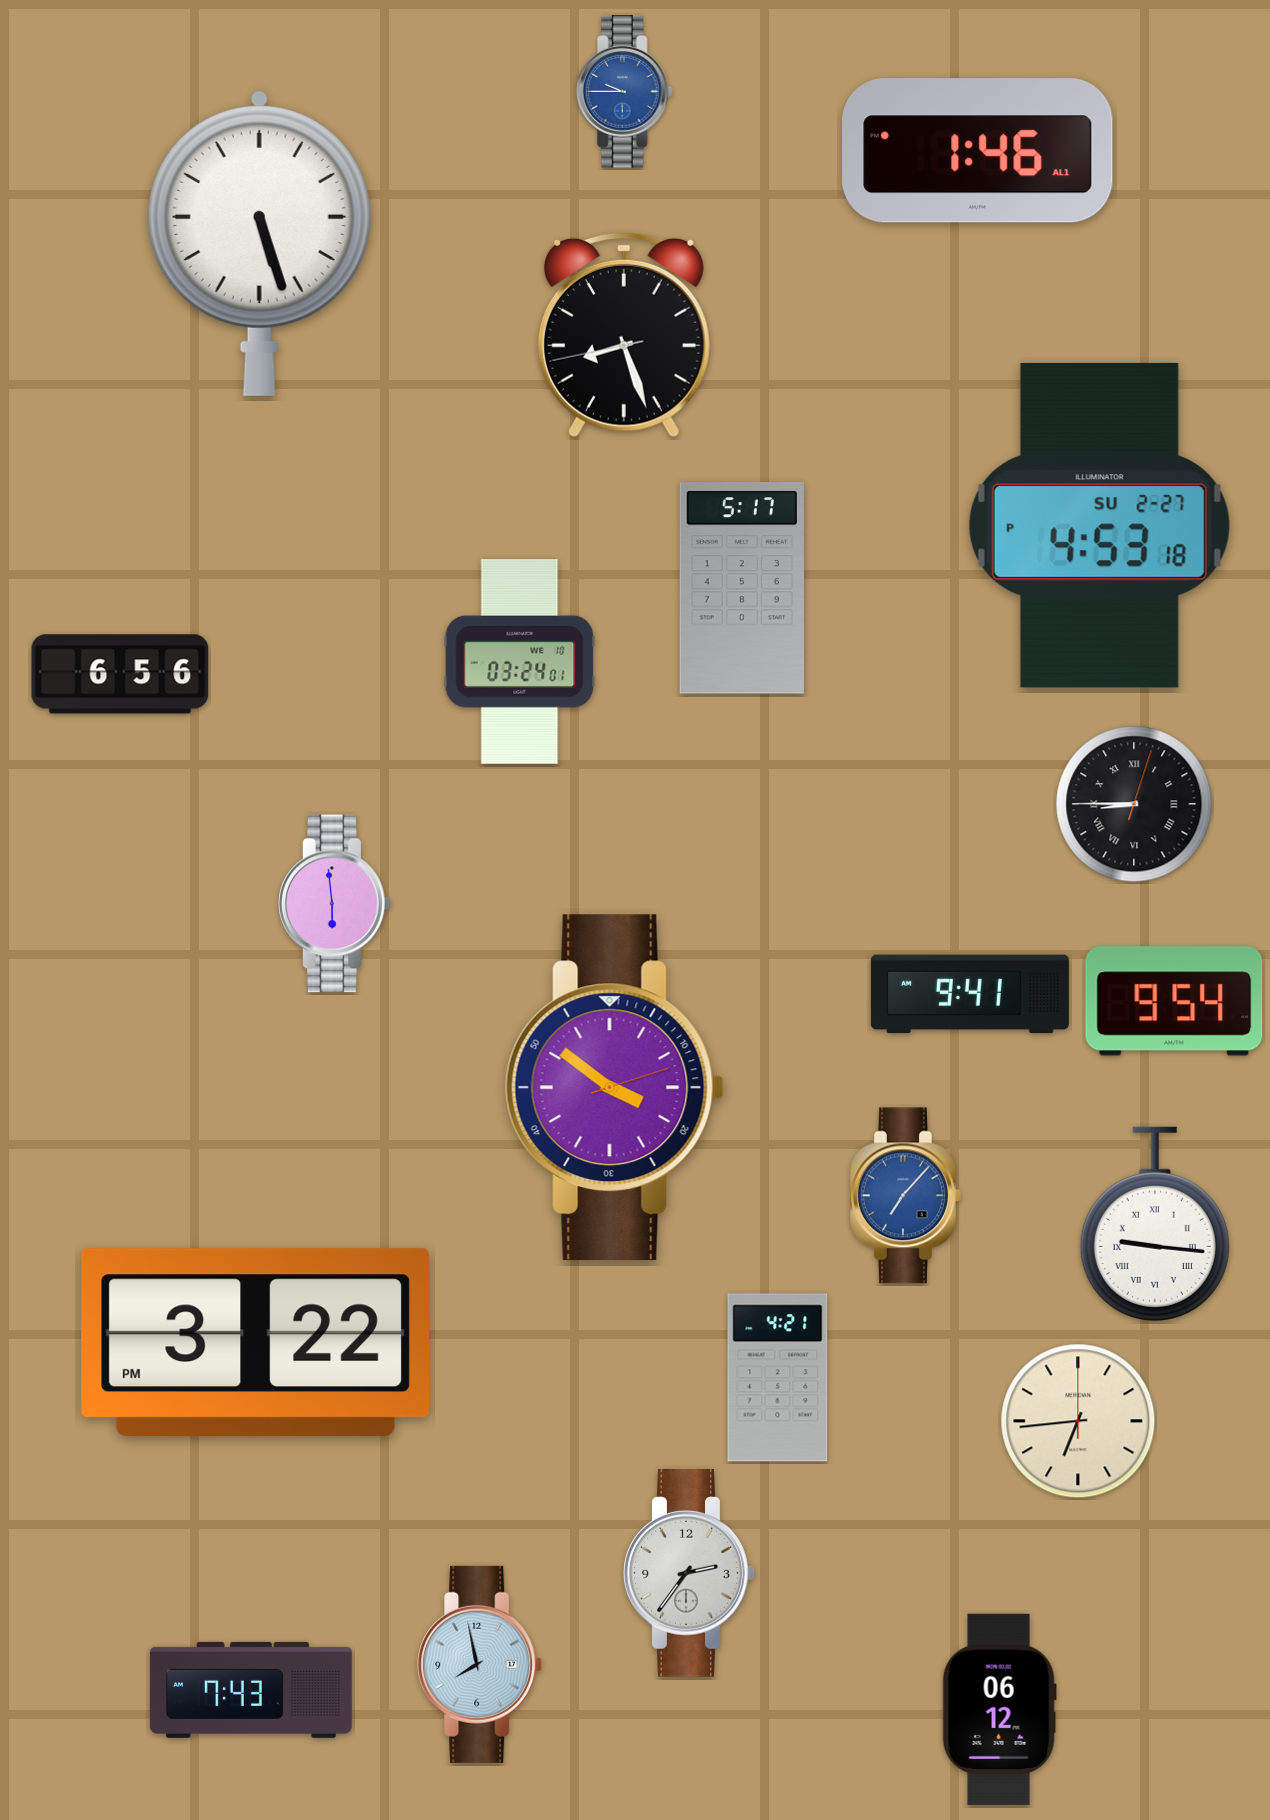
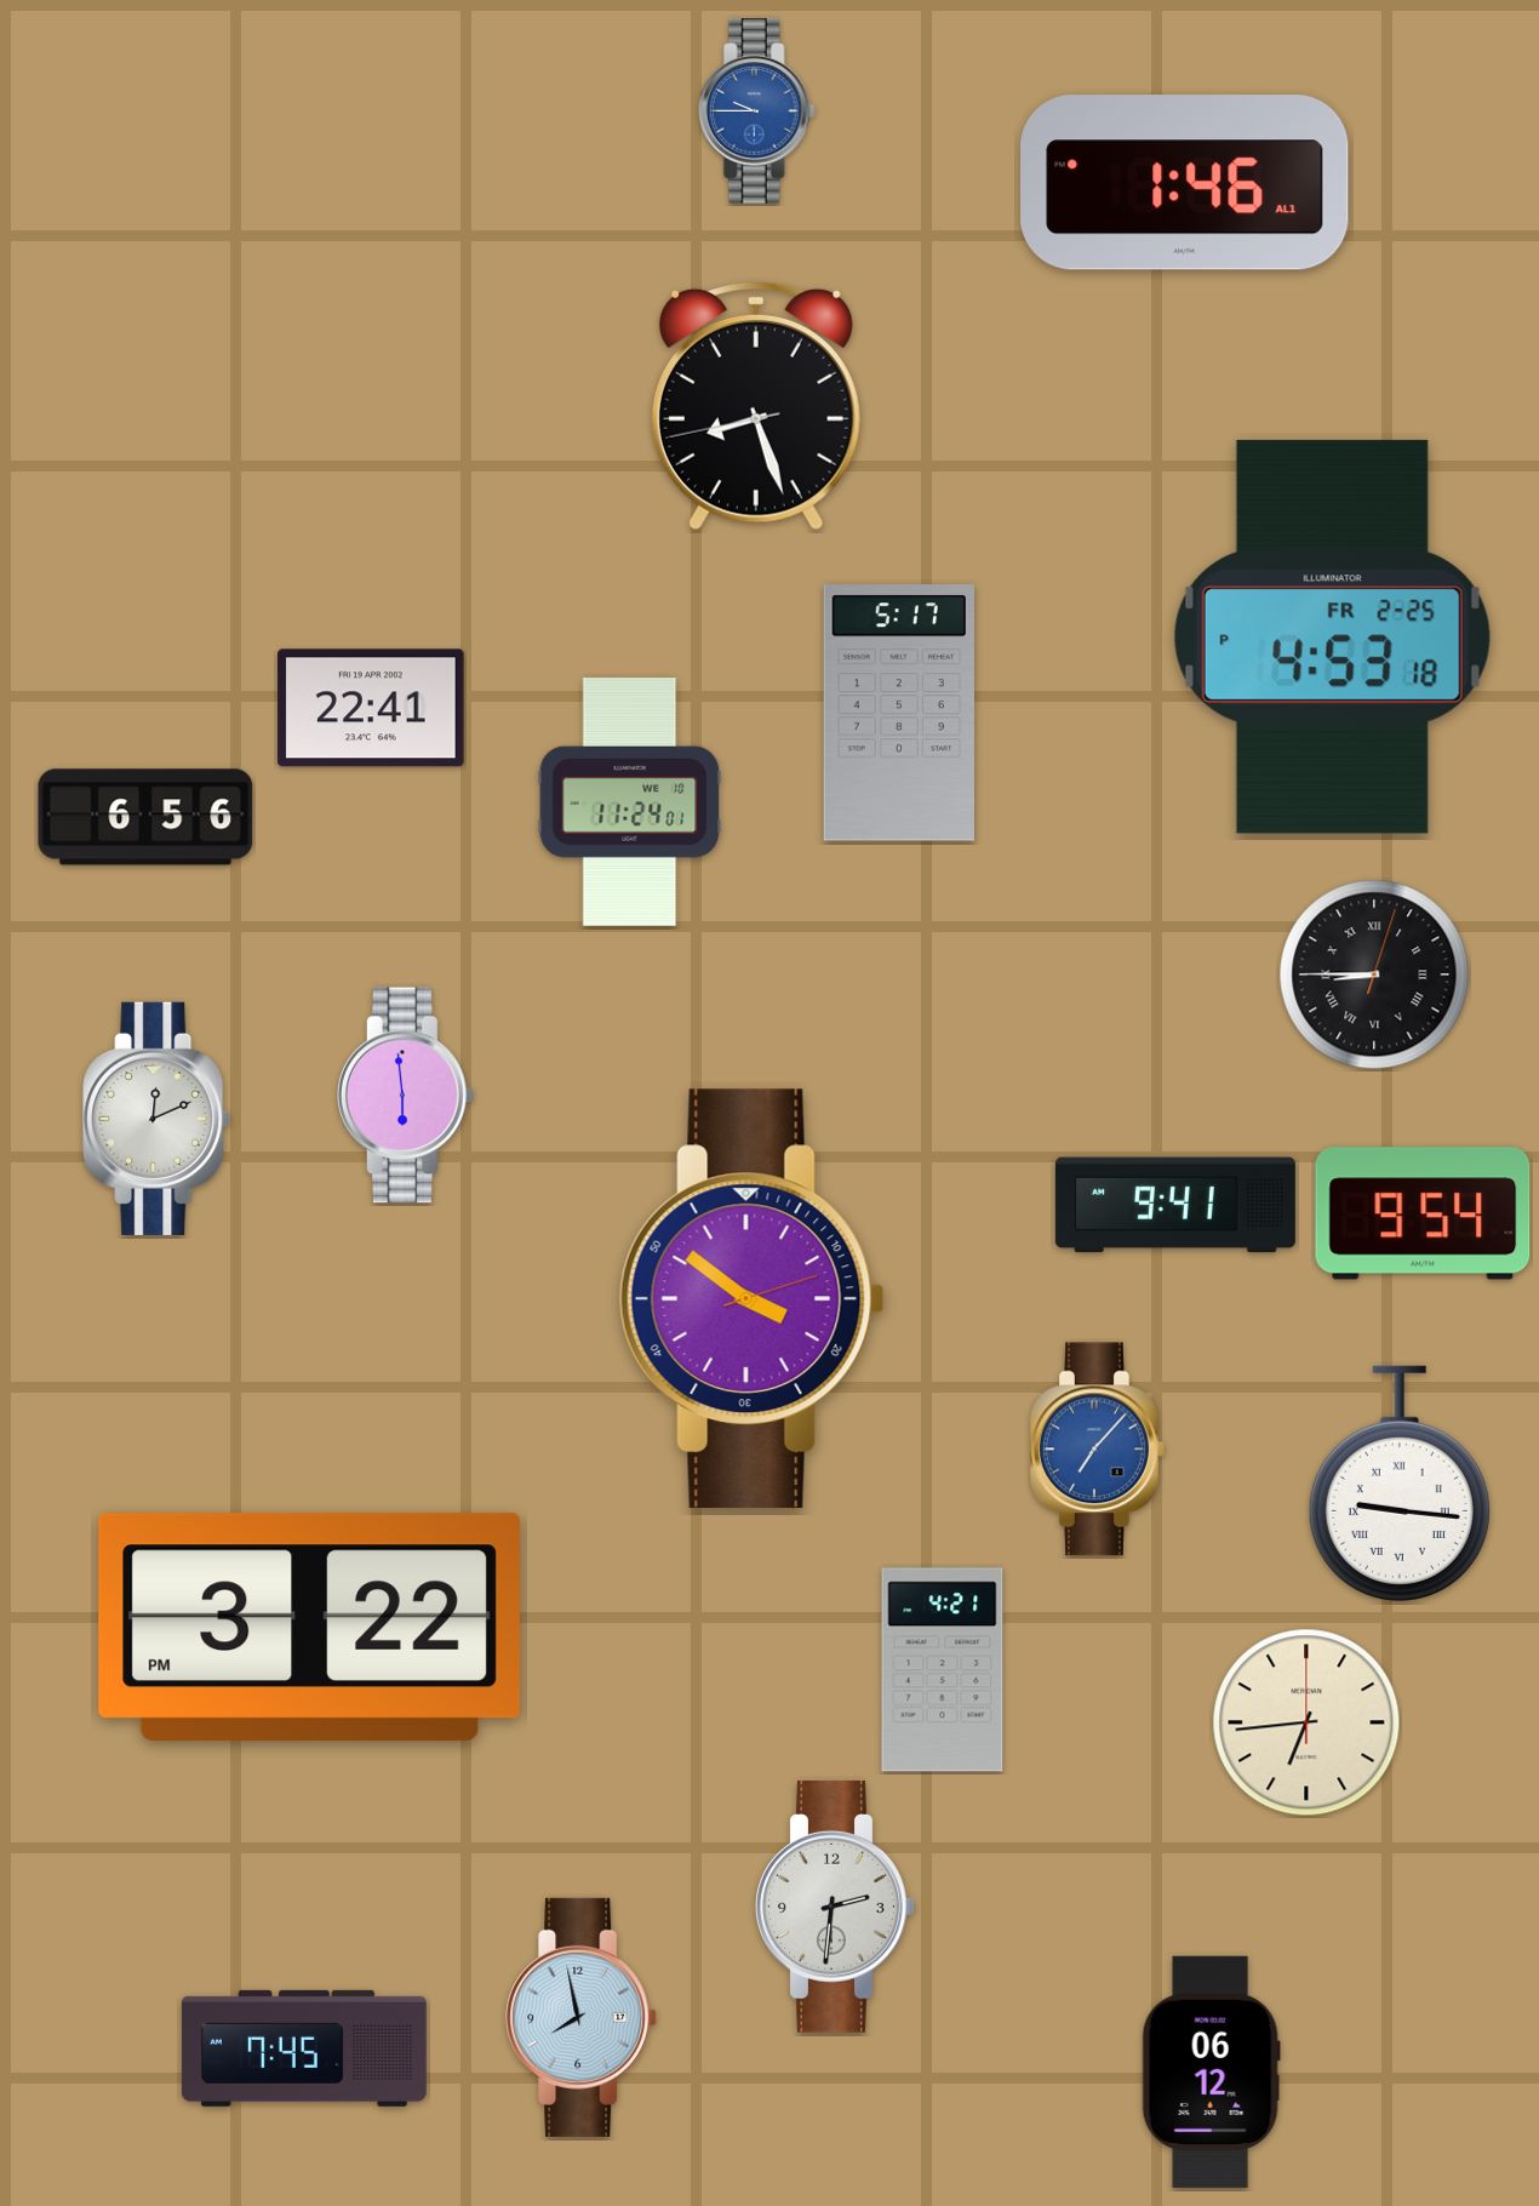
clock at (259, 244): 5:27 -> none
clock at (1099, 525) date: SU 2-27 -> FR 2-25
clock at (371, 708): none -> 22:41
clock at (520, 662): 03:24 -> 11:24
clock at (156, 1119): none -> 12:11
clock at (614, 1088) position: (614, 1088) -> (751, 1299)
clock at (689, 1573): 2:36 -> 2:31
clock at (251, 1690): 7:43 -> 7:45
